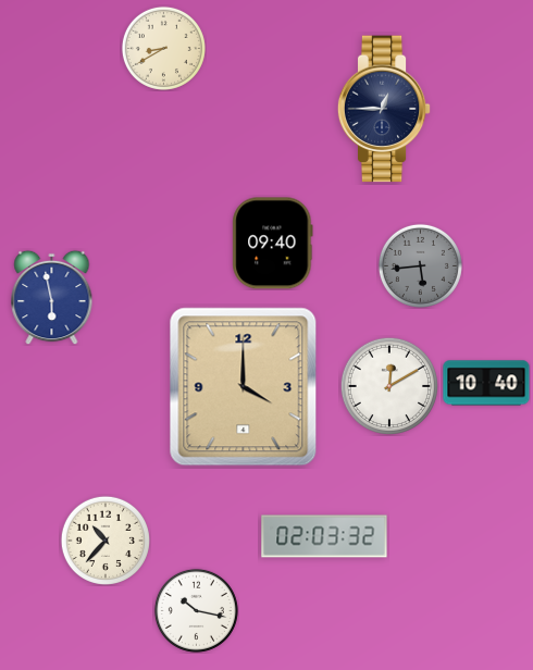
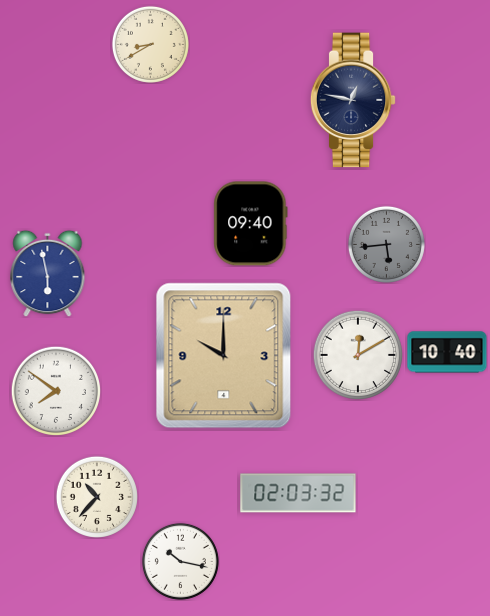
clock at (384, 109): 12:45 -> 12:47
clock at (244, 387): 4:00 -> 10:00
clock at (56, 391): none -> 7:51
